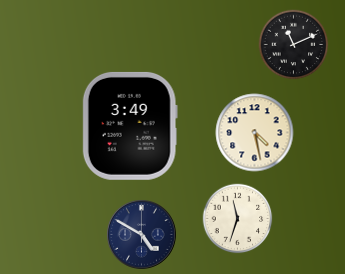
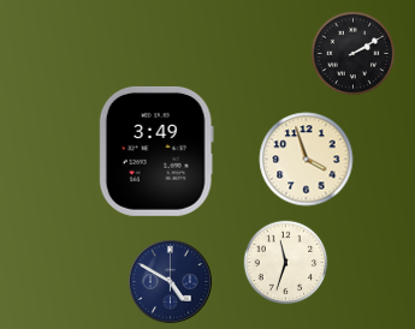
clock at (294, 45): 11:11 -> 2:10
clock at (255, 133): 4:28 -> 3:57
